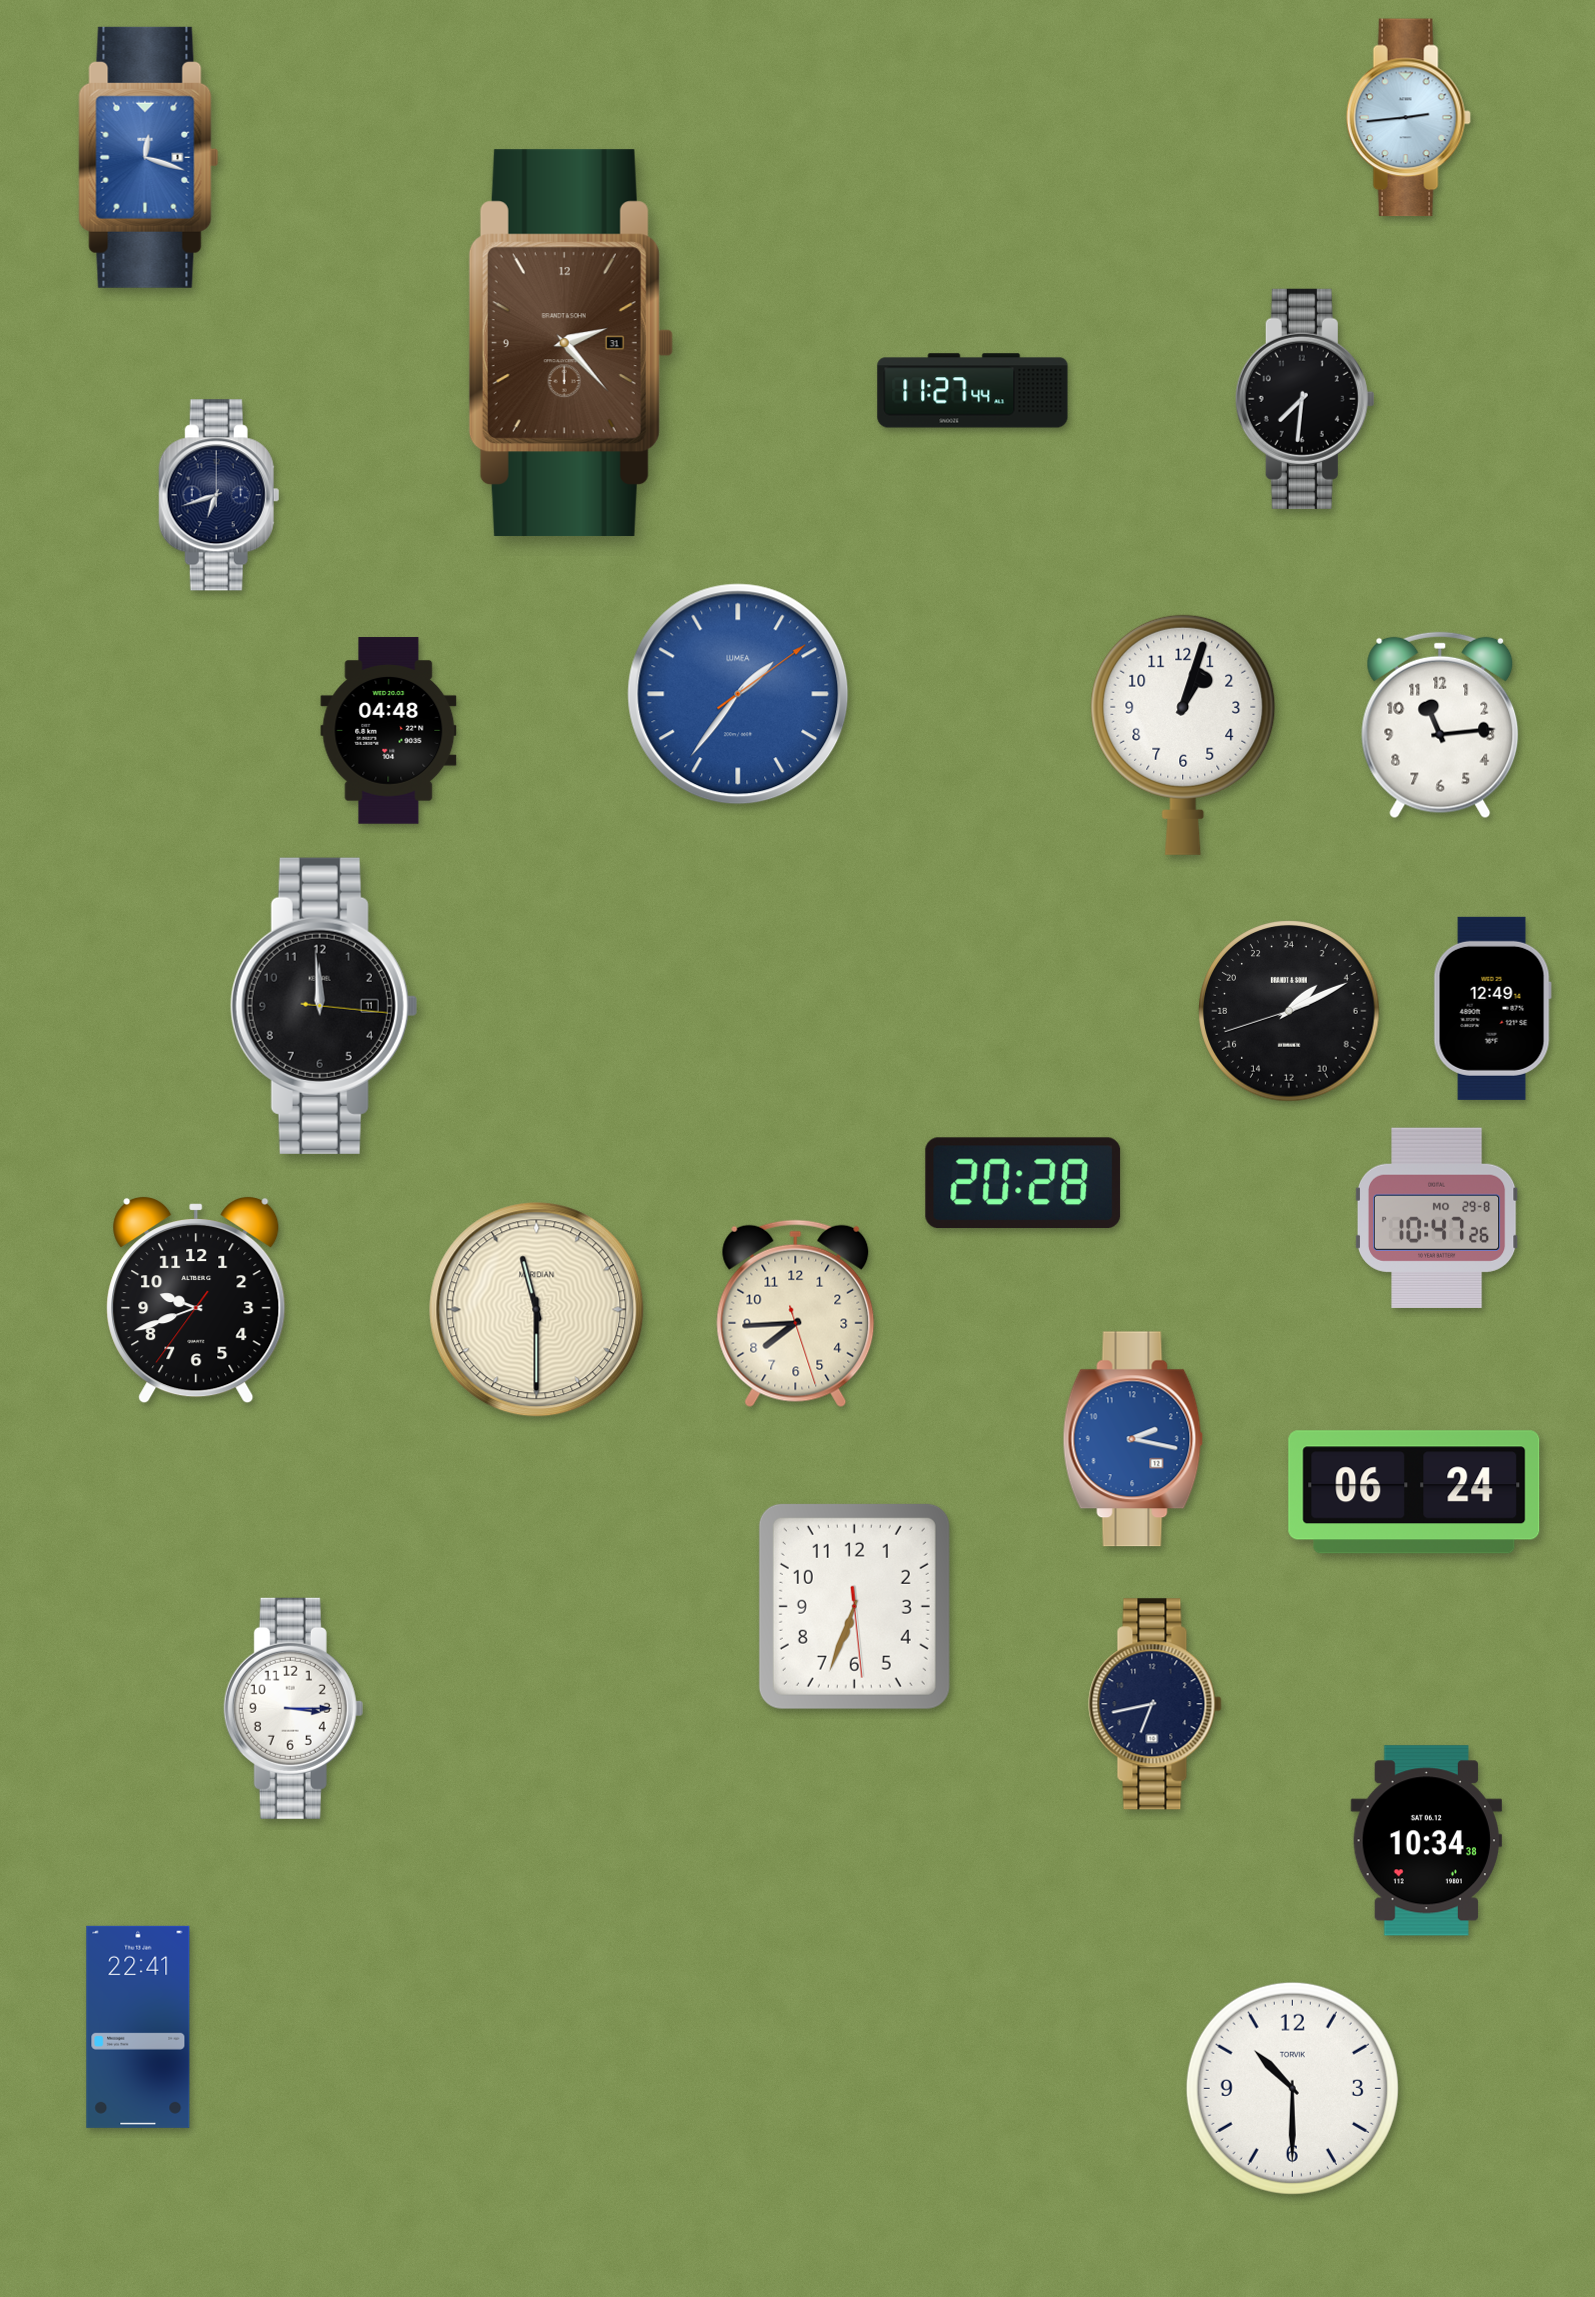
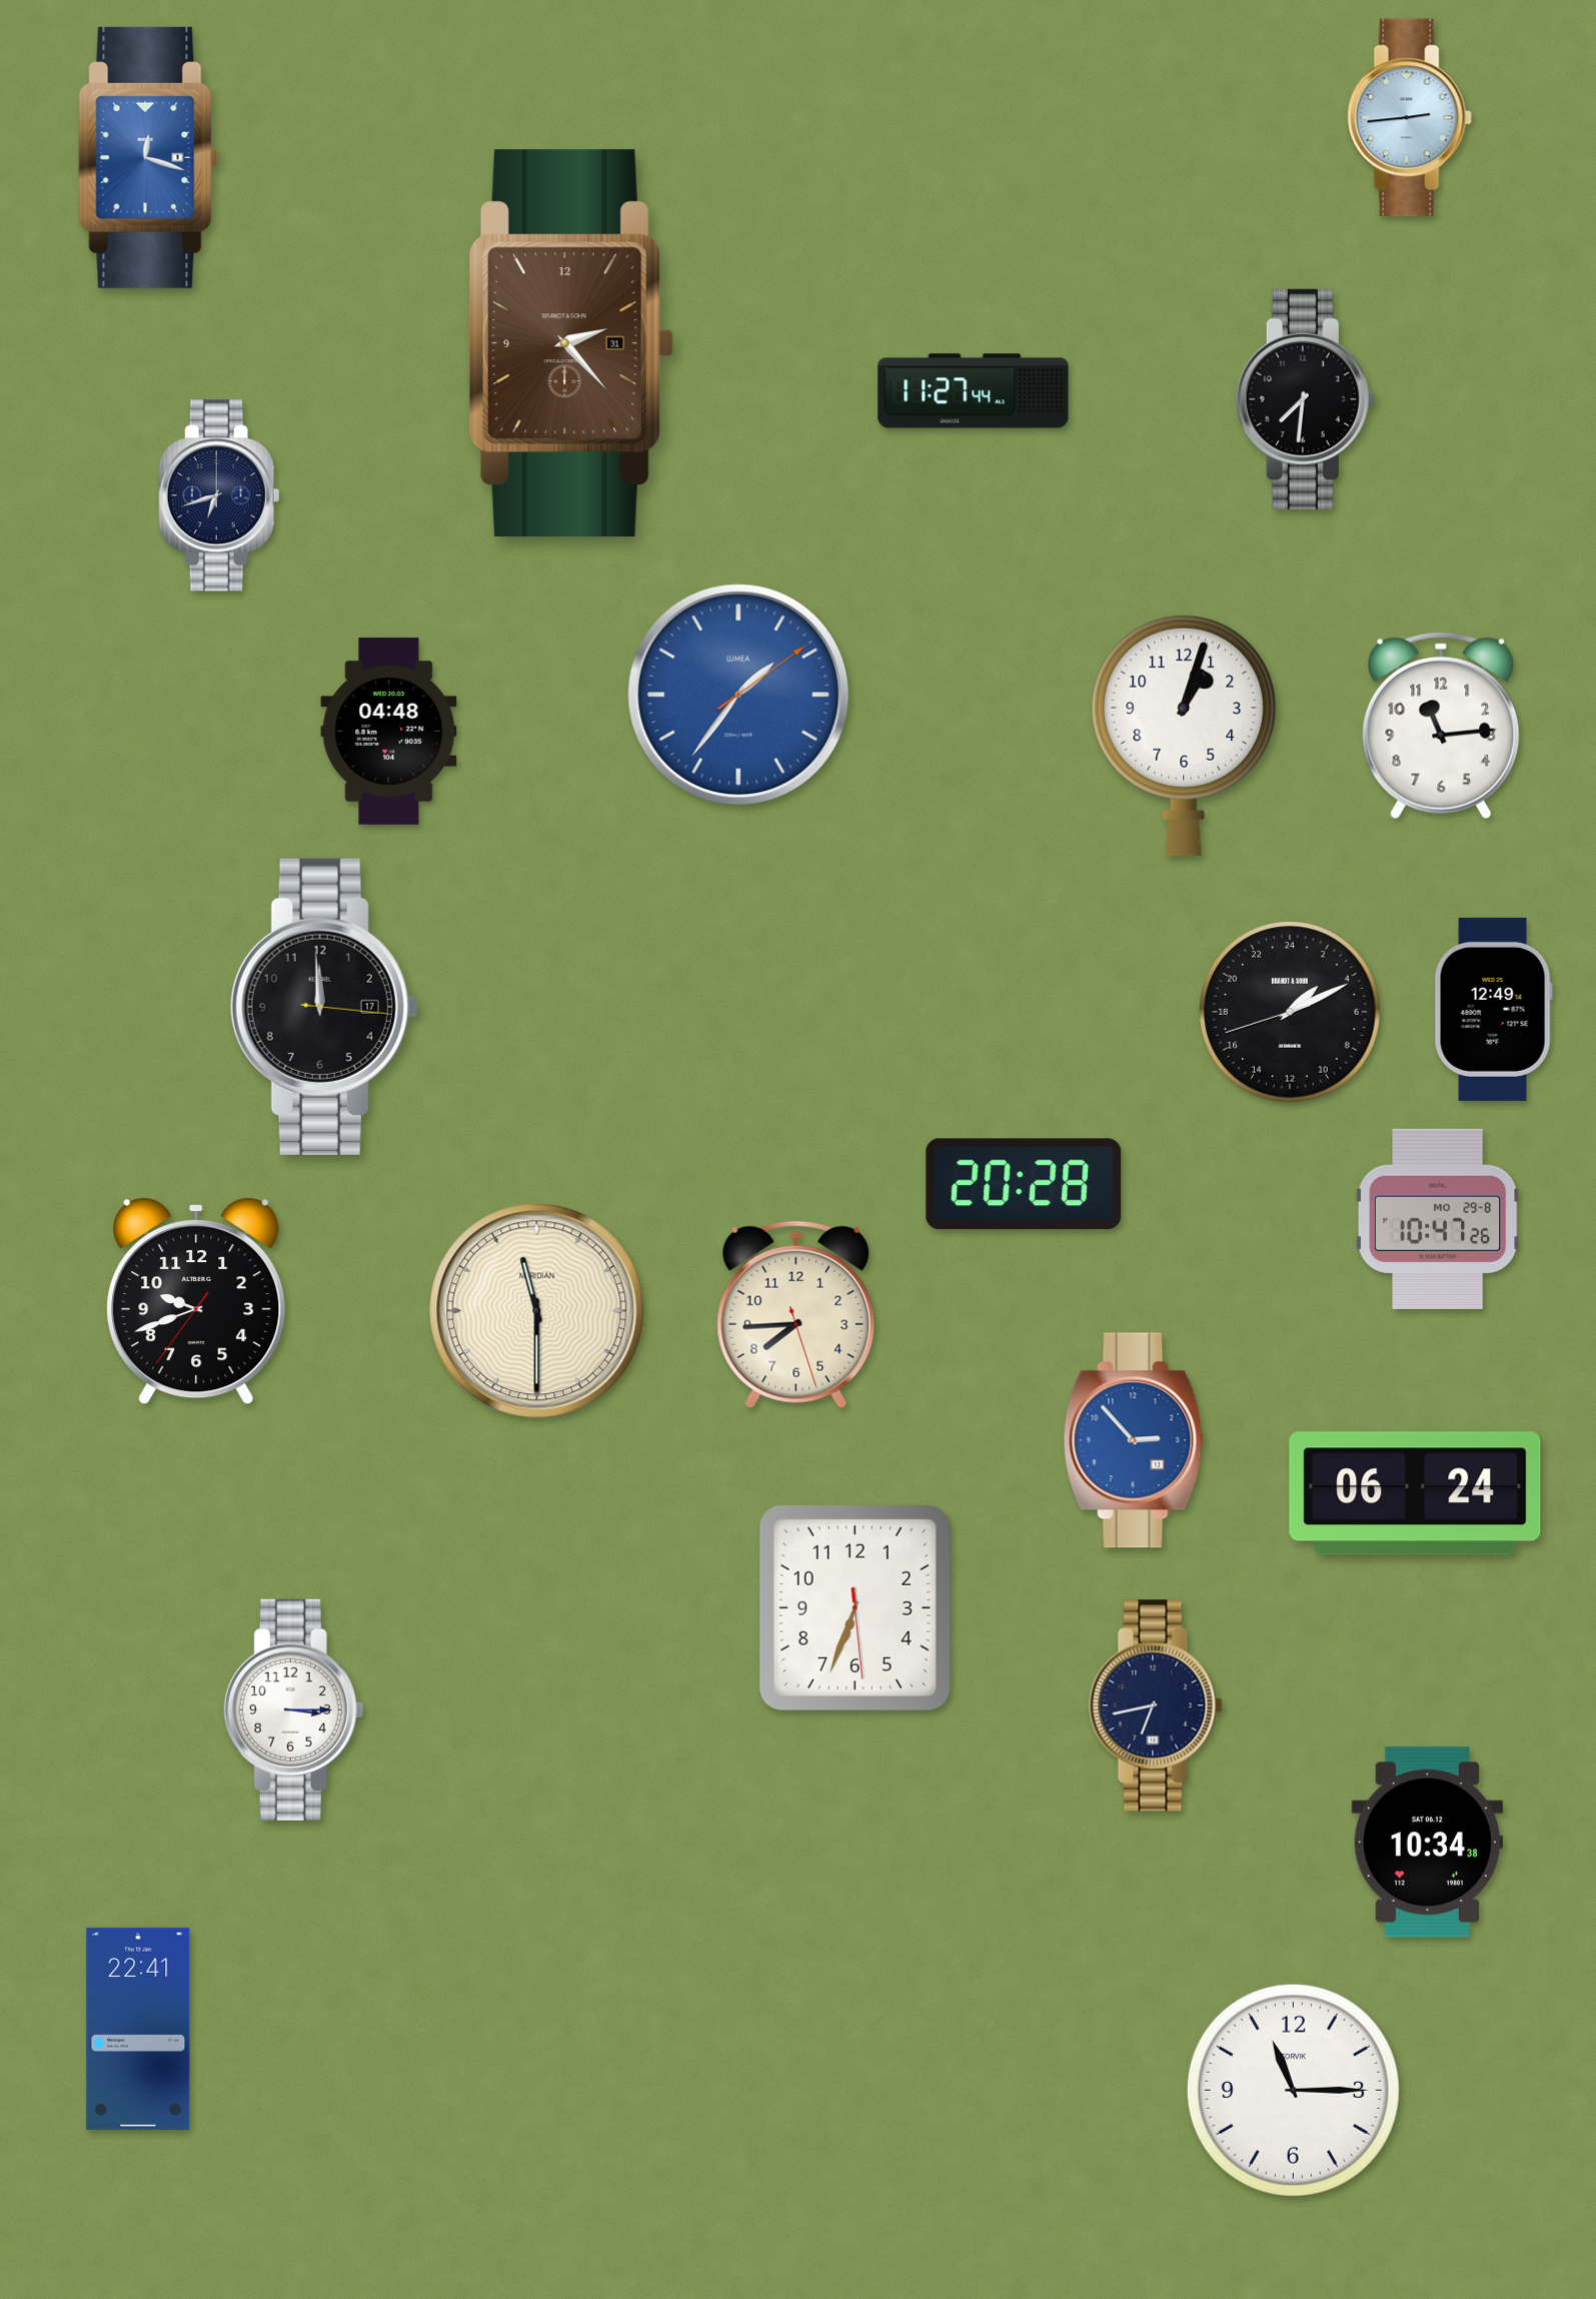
clock at (324, 1006) date: 11 -> 17
clock at (1133, 1439): 2:17 -> 2:53
clock at (1292, 2088): 10:30 -> 11:15
